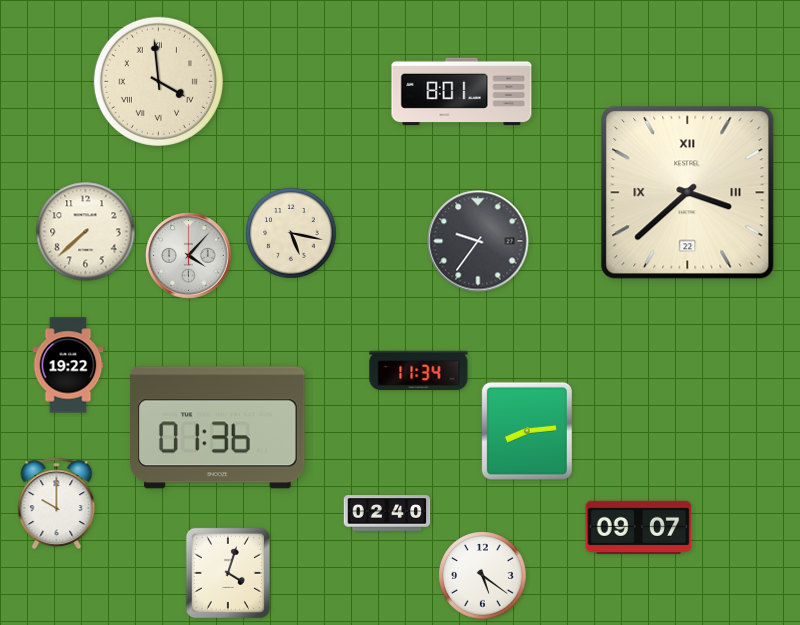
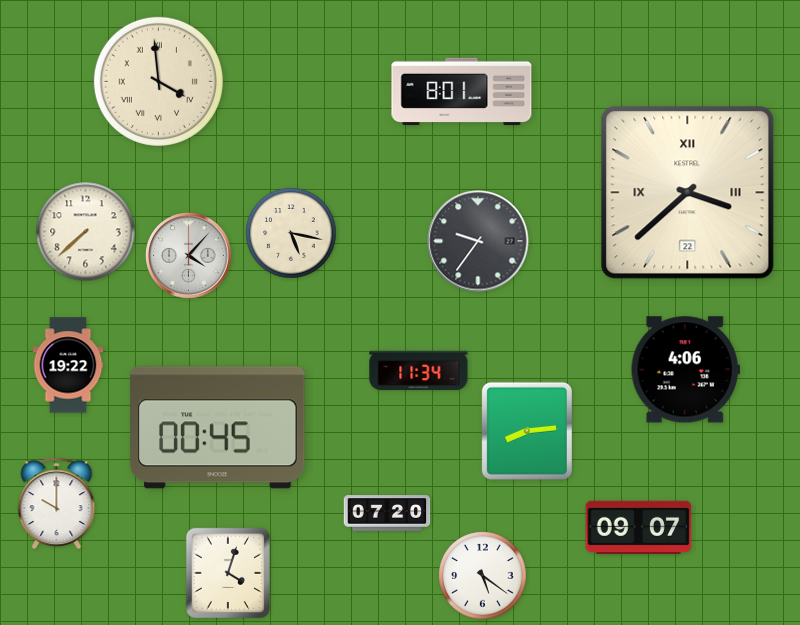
clock at (685, 370): none -> 4:06
clock at (218, 428): 01:36 -> 00:45
clock at (387, 513): 02:40 -> 07:20
